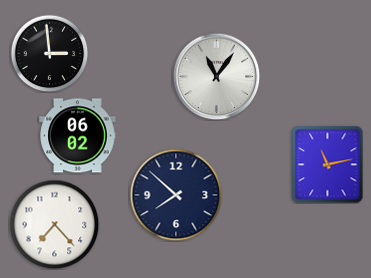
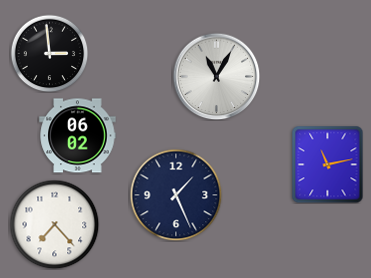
clock at (216, 76): 11:06 -> 11:05
clock at (176, 195): 7:52 -> 1:26
